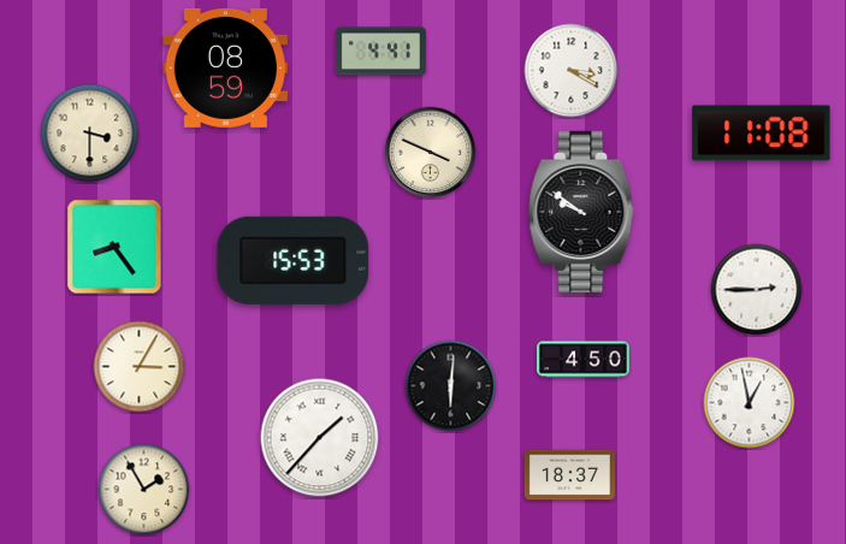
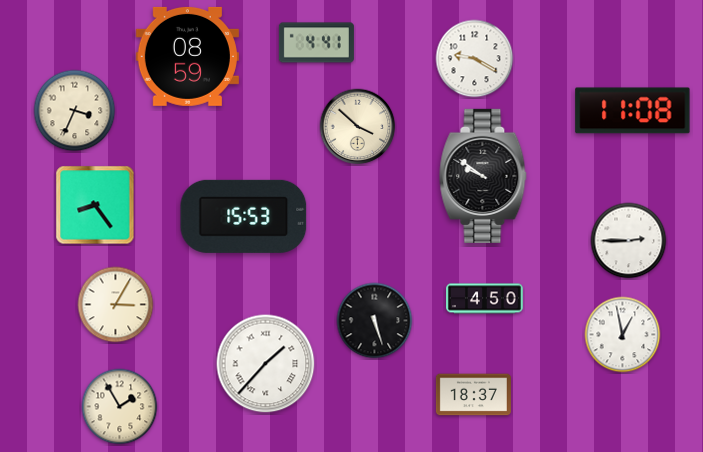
clock at (572, 71): 3:20 -> 9:20
clock at (90, 134): 3:30 -> 3:34
clock at (431, 153): 3:49 -> 3:52
clock at (451, 386): 6:01 -> 5:27
